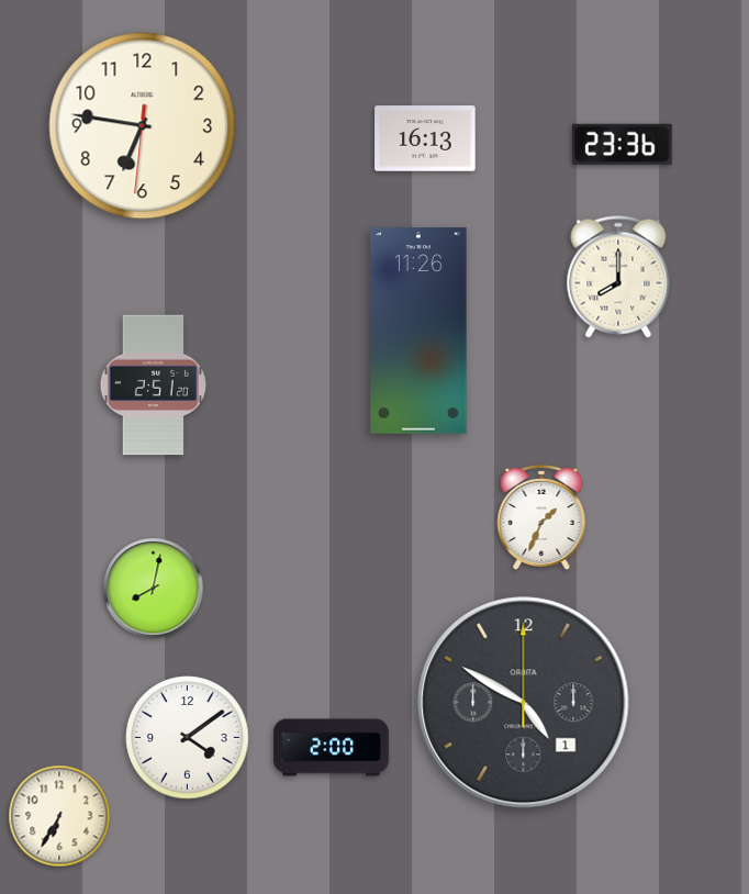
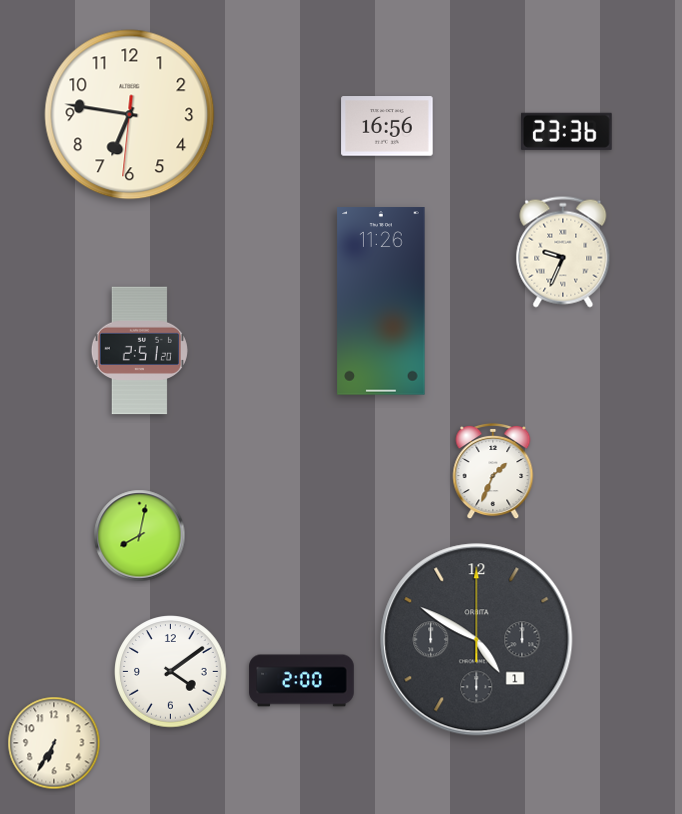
clock at (425, 138): 16:13 -> 16:56
clock at (618, 277): 8:00 -> 9:34
